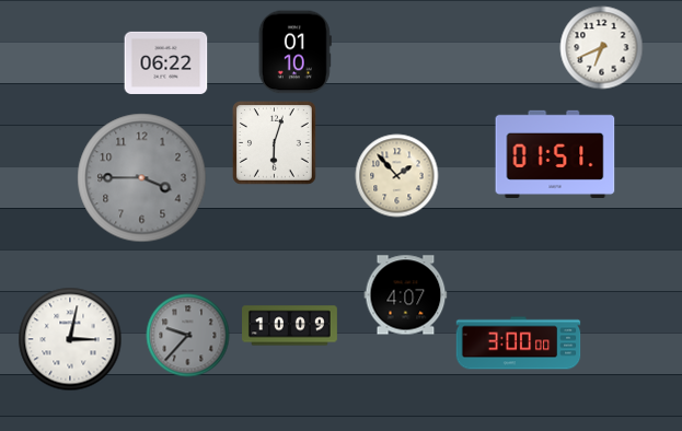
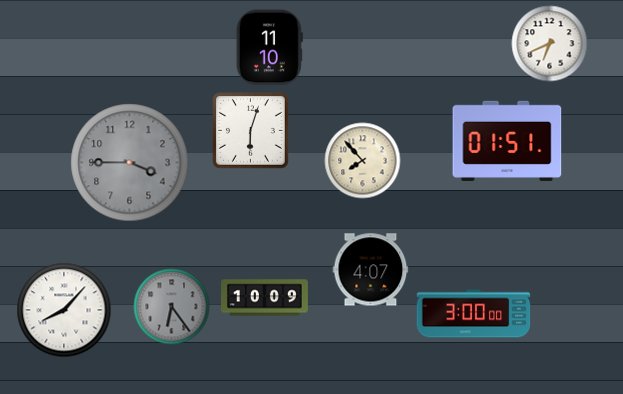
clock at (294, 53): 01:10 -> 11:10
clock at (166, 62): 06:22 -> none
clock at (397, 176): 1:53 -> 7:53
clock at (188, 336): 9:37 -> 6:24
clock at (70, 339): 3:02 -> 8:07
